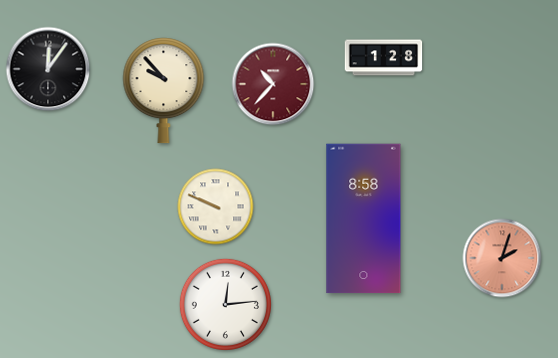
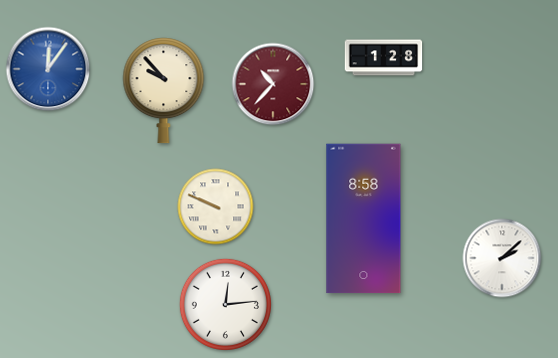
clock at (48, 69) dial: black -> blue
clock at (502, 258): 2:03 -> 2:08
clock at (502, 258) dial: salmon -> white
